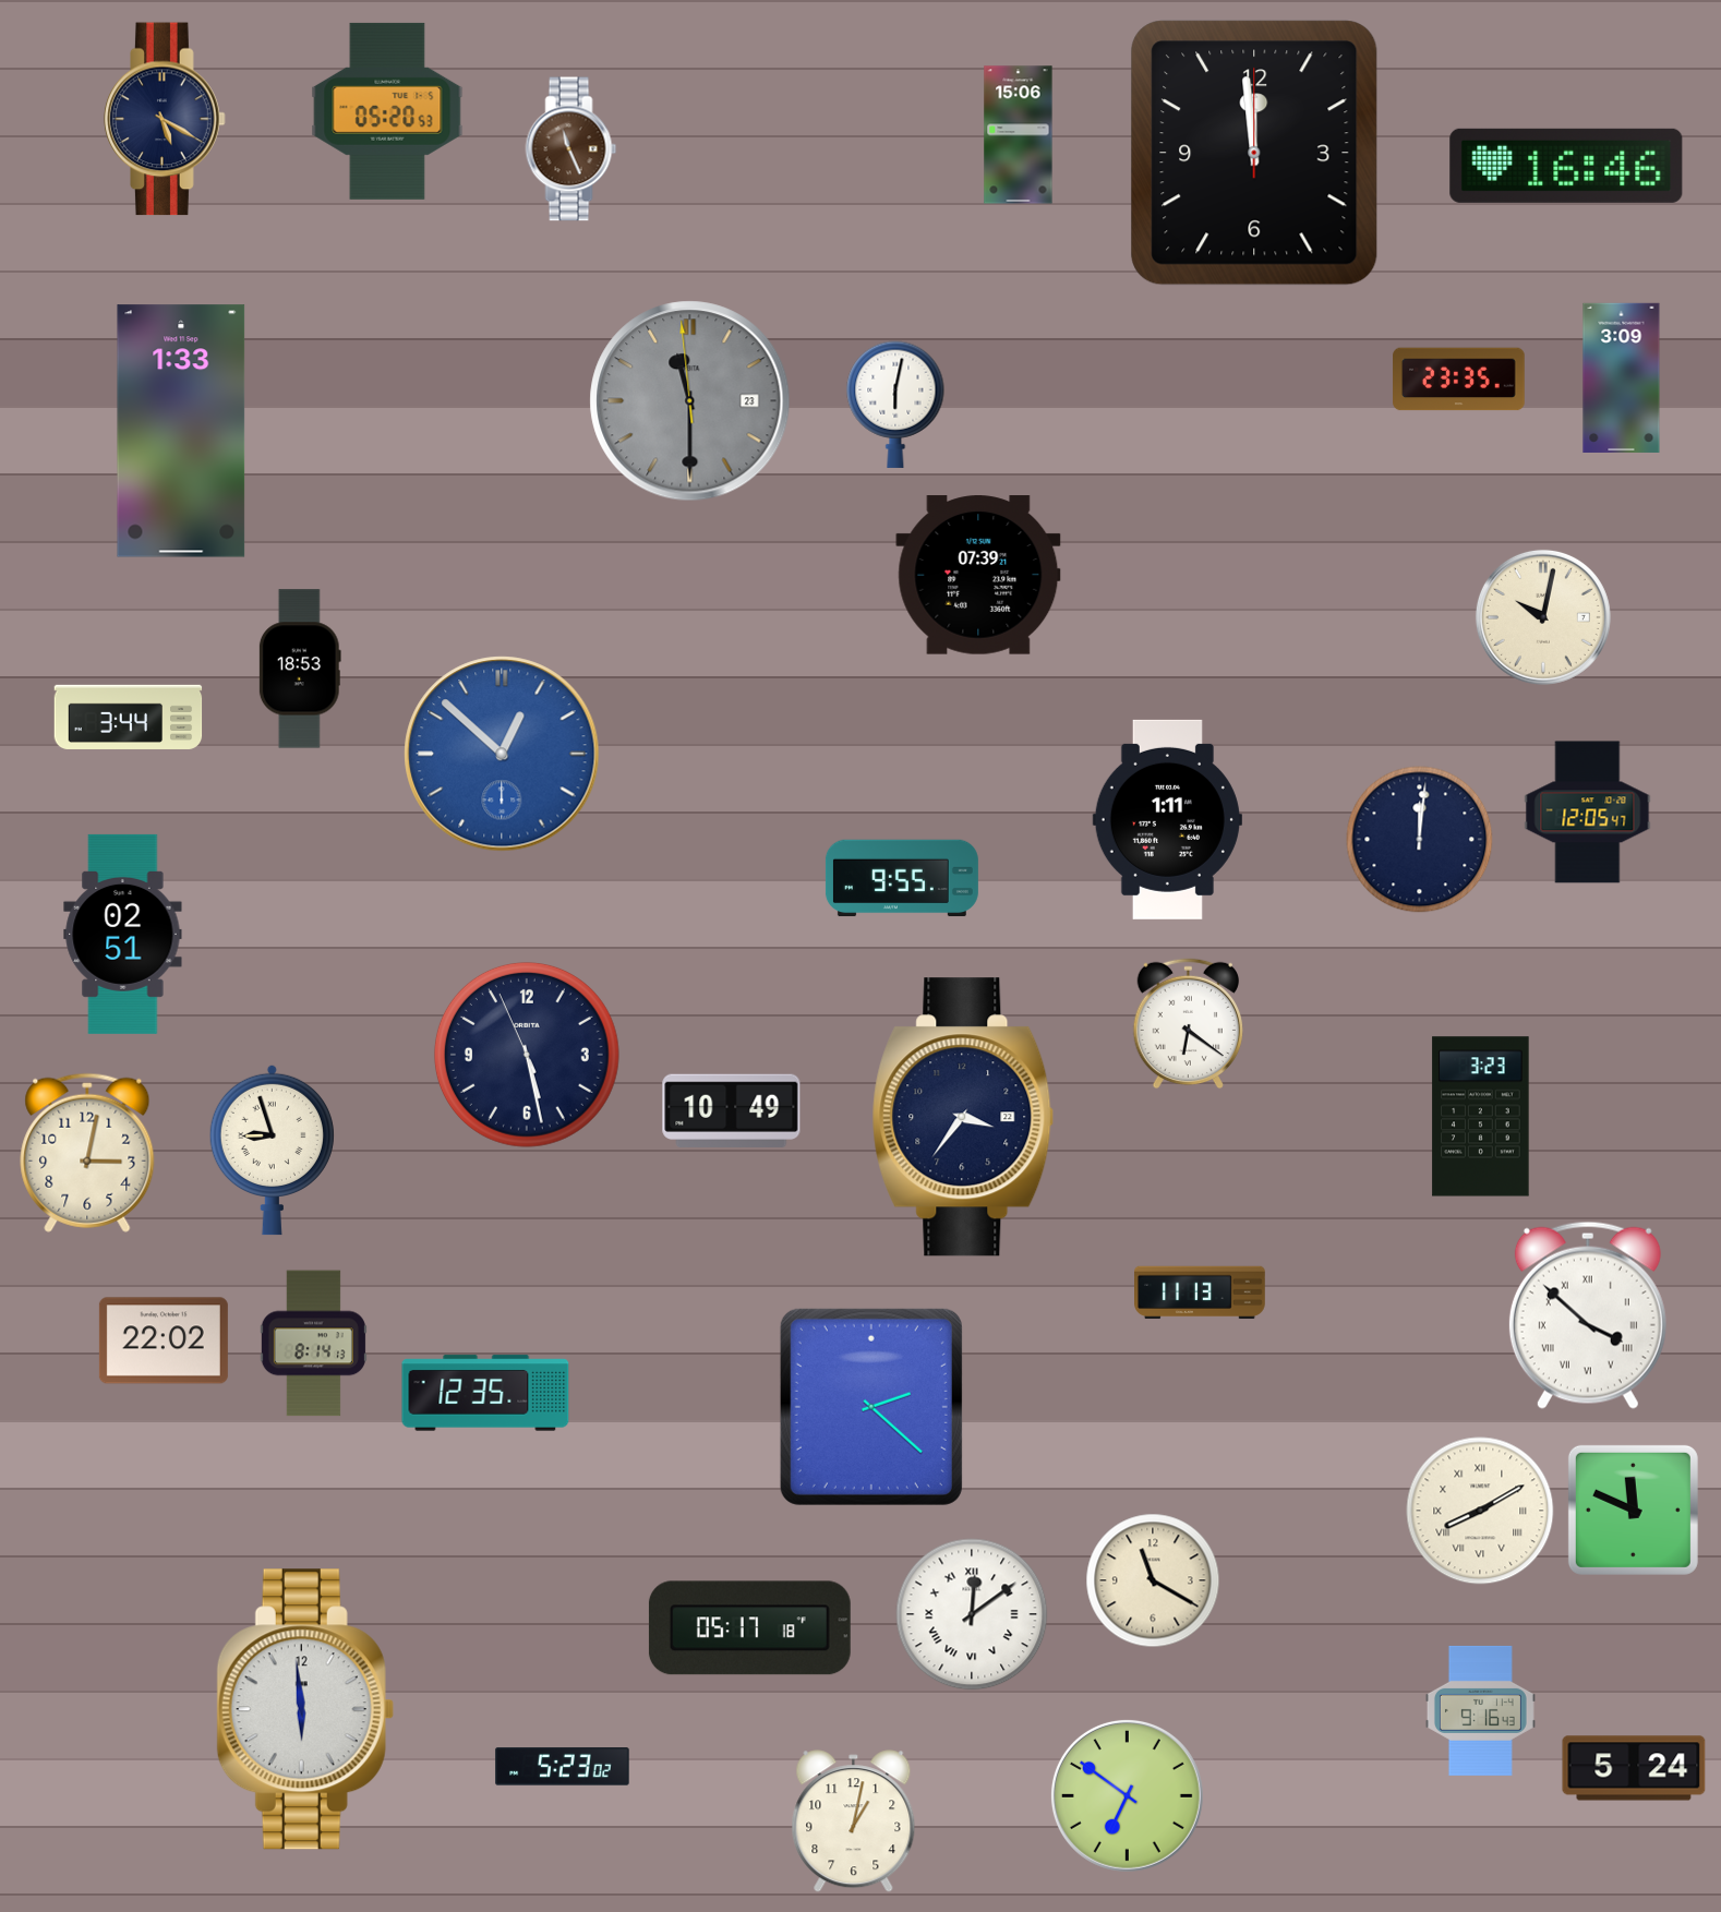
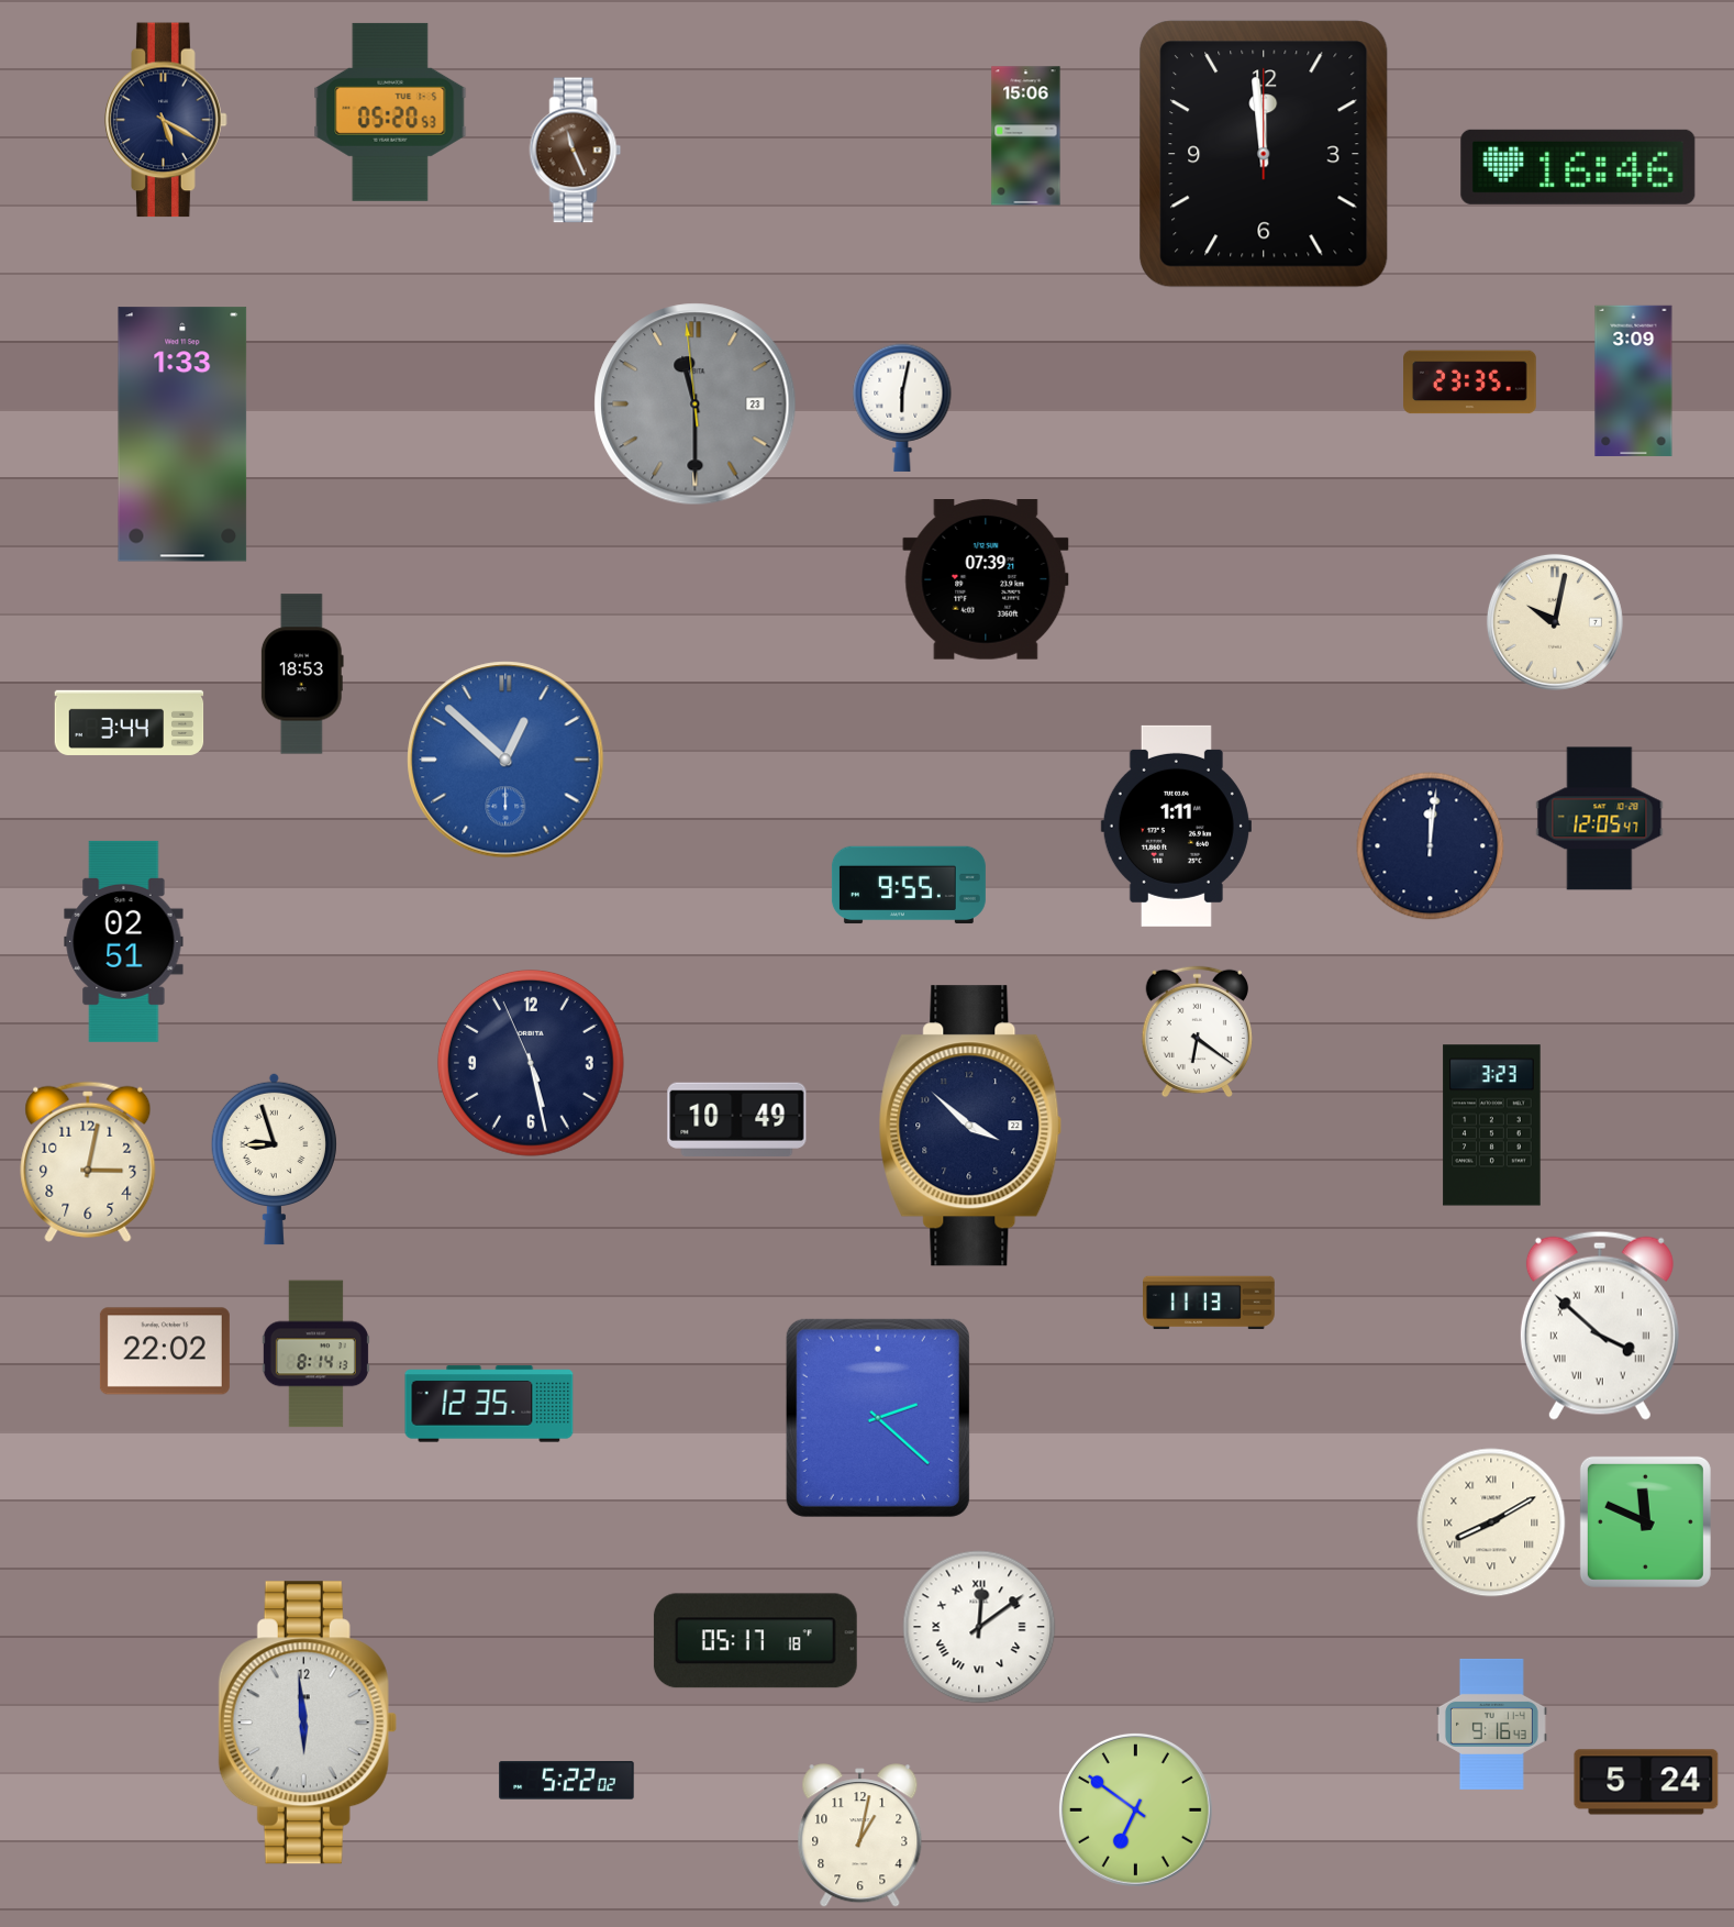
clock at (963, 1117): 3:36 -> 3:52
clock at (1153, 1580): 11:20 -> none
clock at (563, 1767): 5:23 -> 5:22
